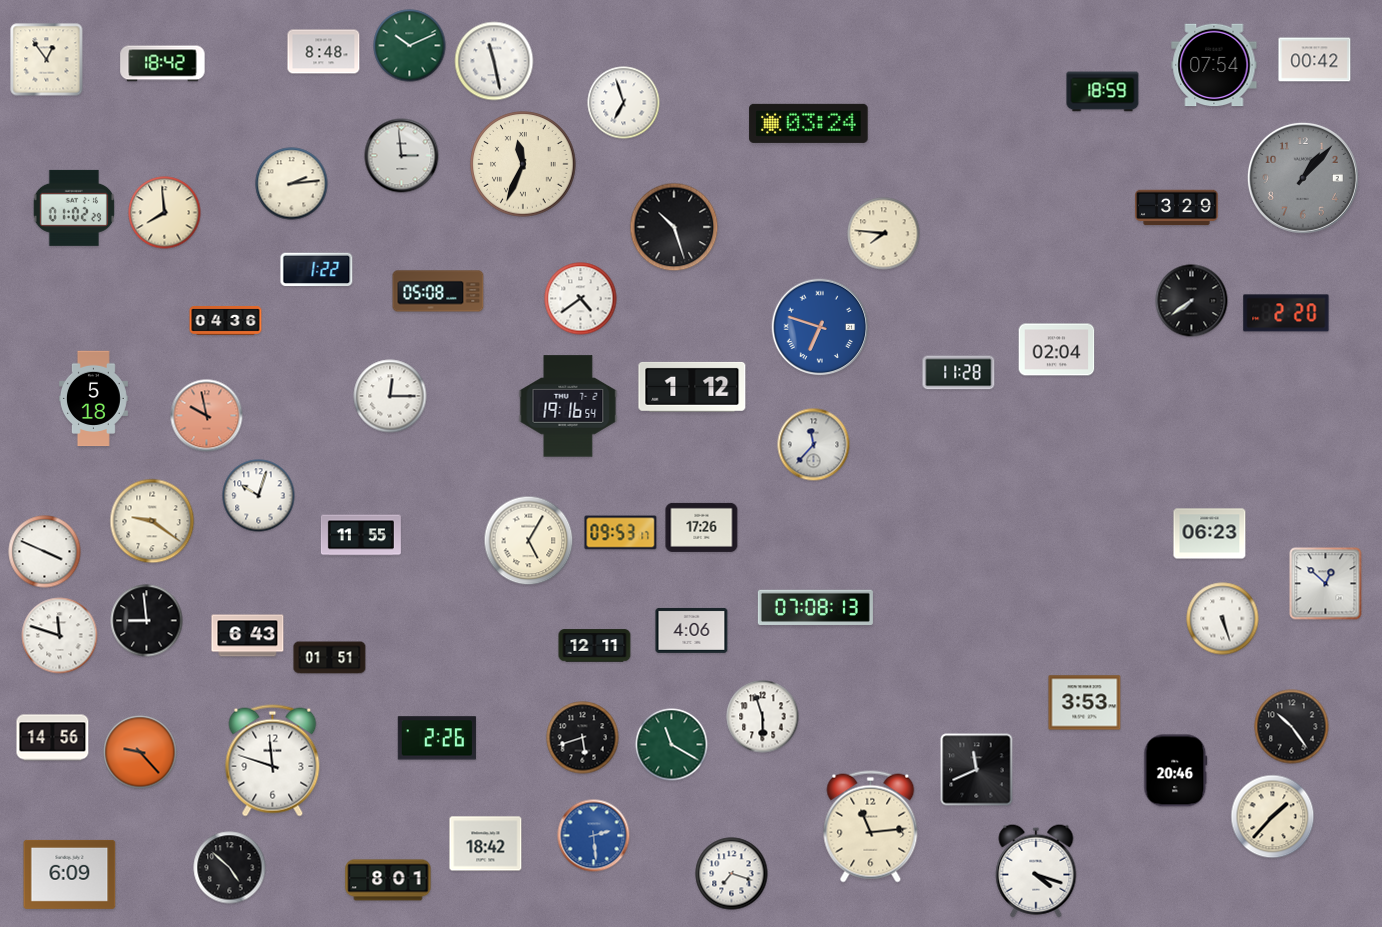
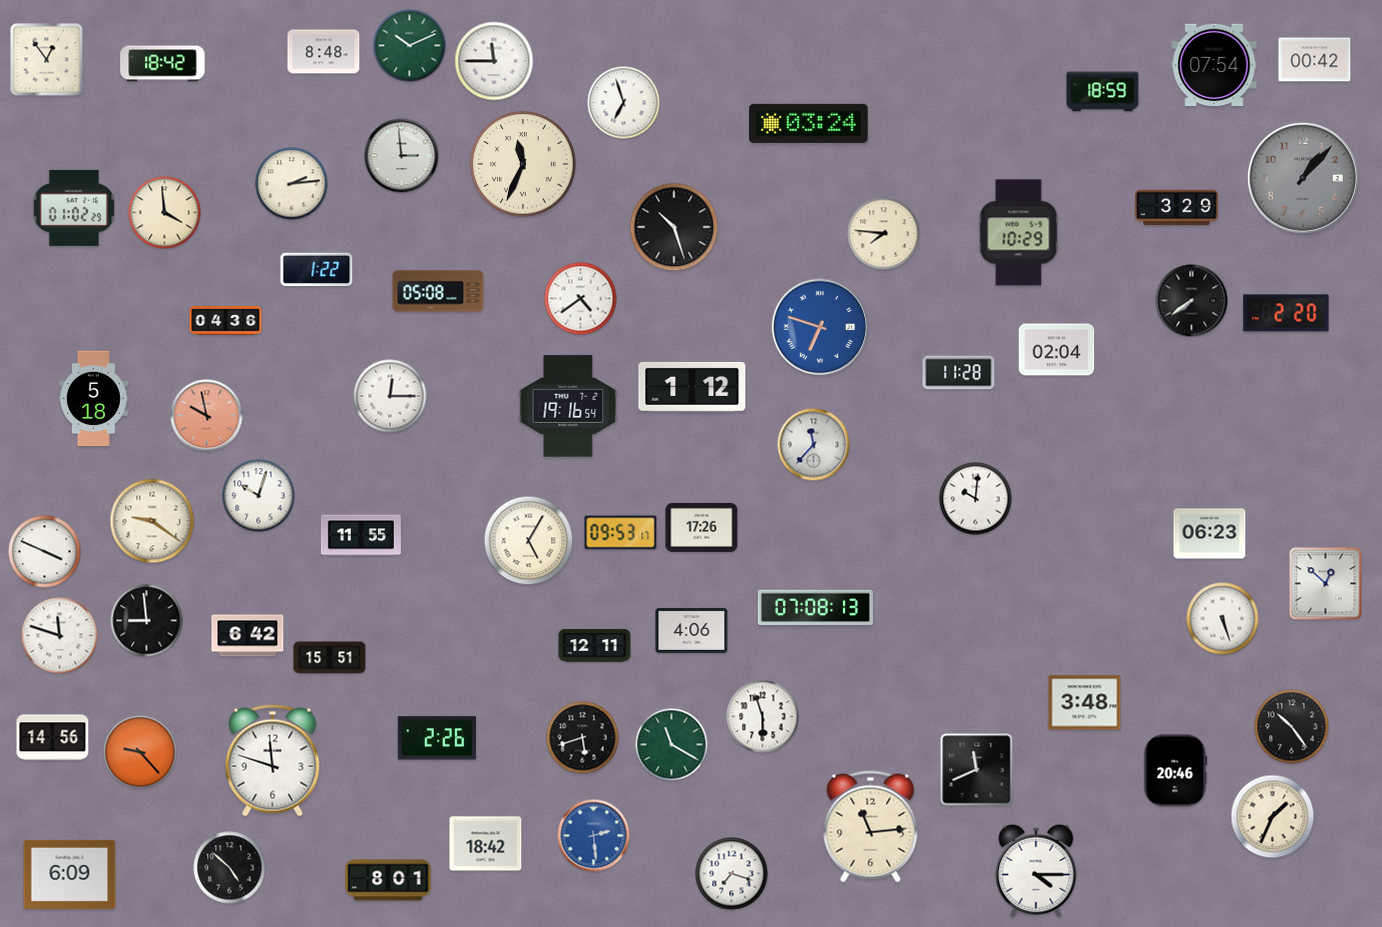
clock at (494, 61): 11:28 -> 11:45
clock at (165, 213): 7:59 -> 3:59
clock at (1019, 233): none -> 10:29
clock at (976, 499): none -> 10:01
clock at (248, 636): 6:43 -> 6:42
clock at (330, 658): 01:51 -> 15:51
clock at (1085, 703): 3:53 -> 3:48
clock at (1273, 817): 1:37 -> 1:34
clock at (1036, 871): 4:18 -> 4:15
